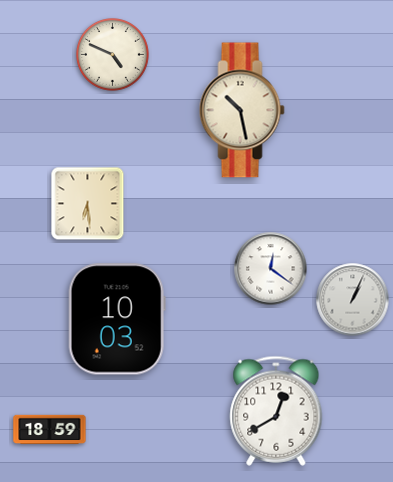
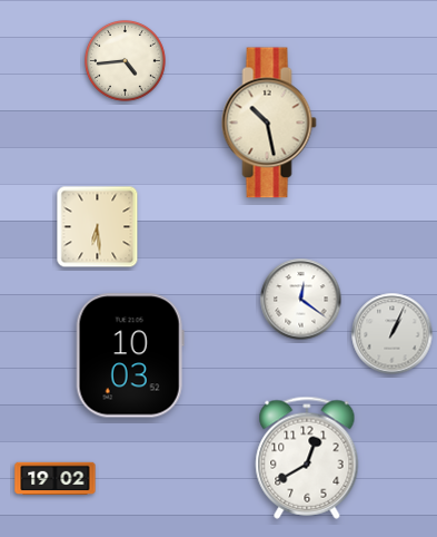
clock at (113, 55): 4:49 -> 4:44
clock at (50, 430): 18:59 -> 19:02
